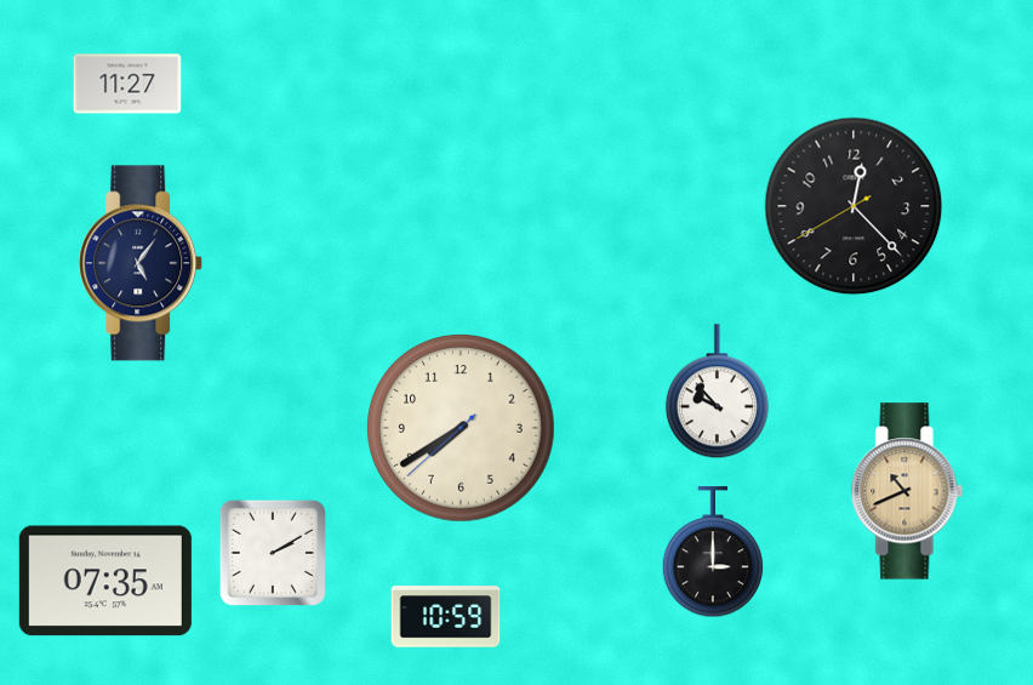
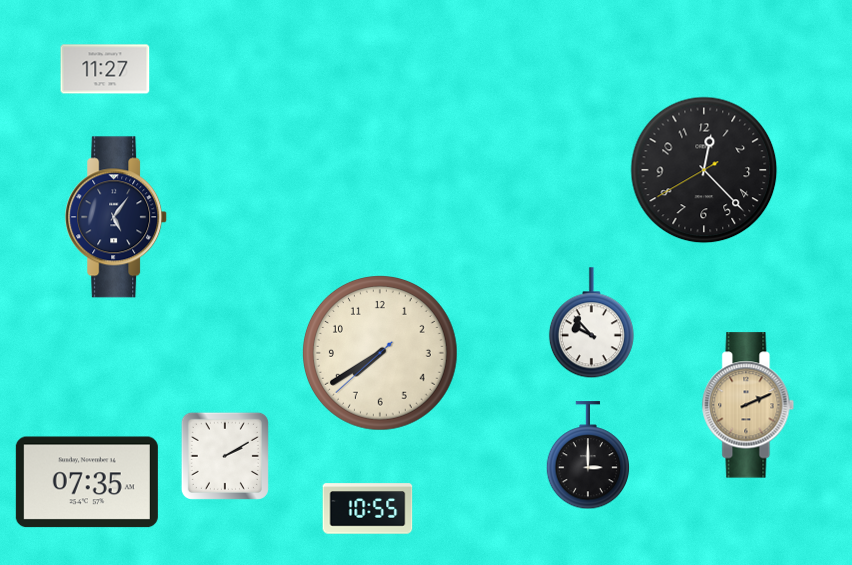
clock at (907, 491): 10:41 -> 2:11
clock at (105, 581) position: (105, 581) -> (87, 482)
clock at (446, 617): 10:59 -> 10:55
